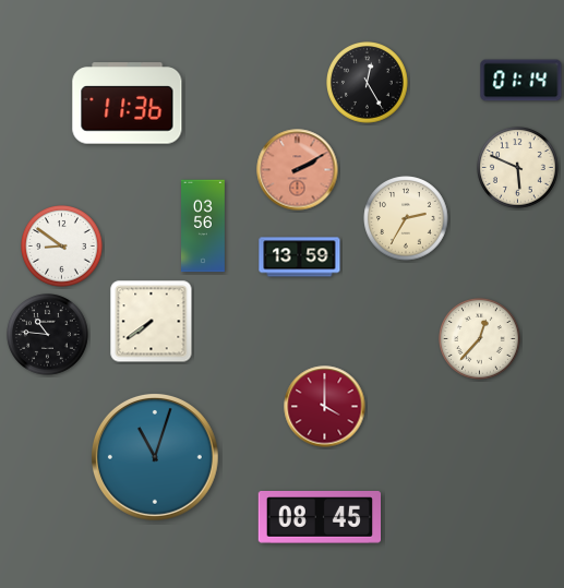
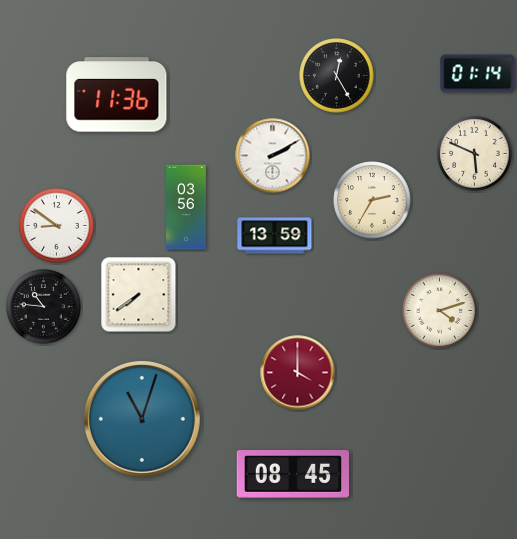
clock at (298, 170) dial: salmon -> white
clock at (480, 339): 12:37 -> 4:12
